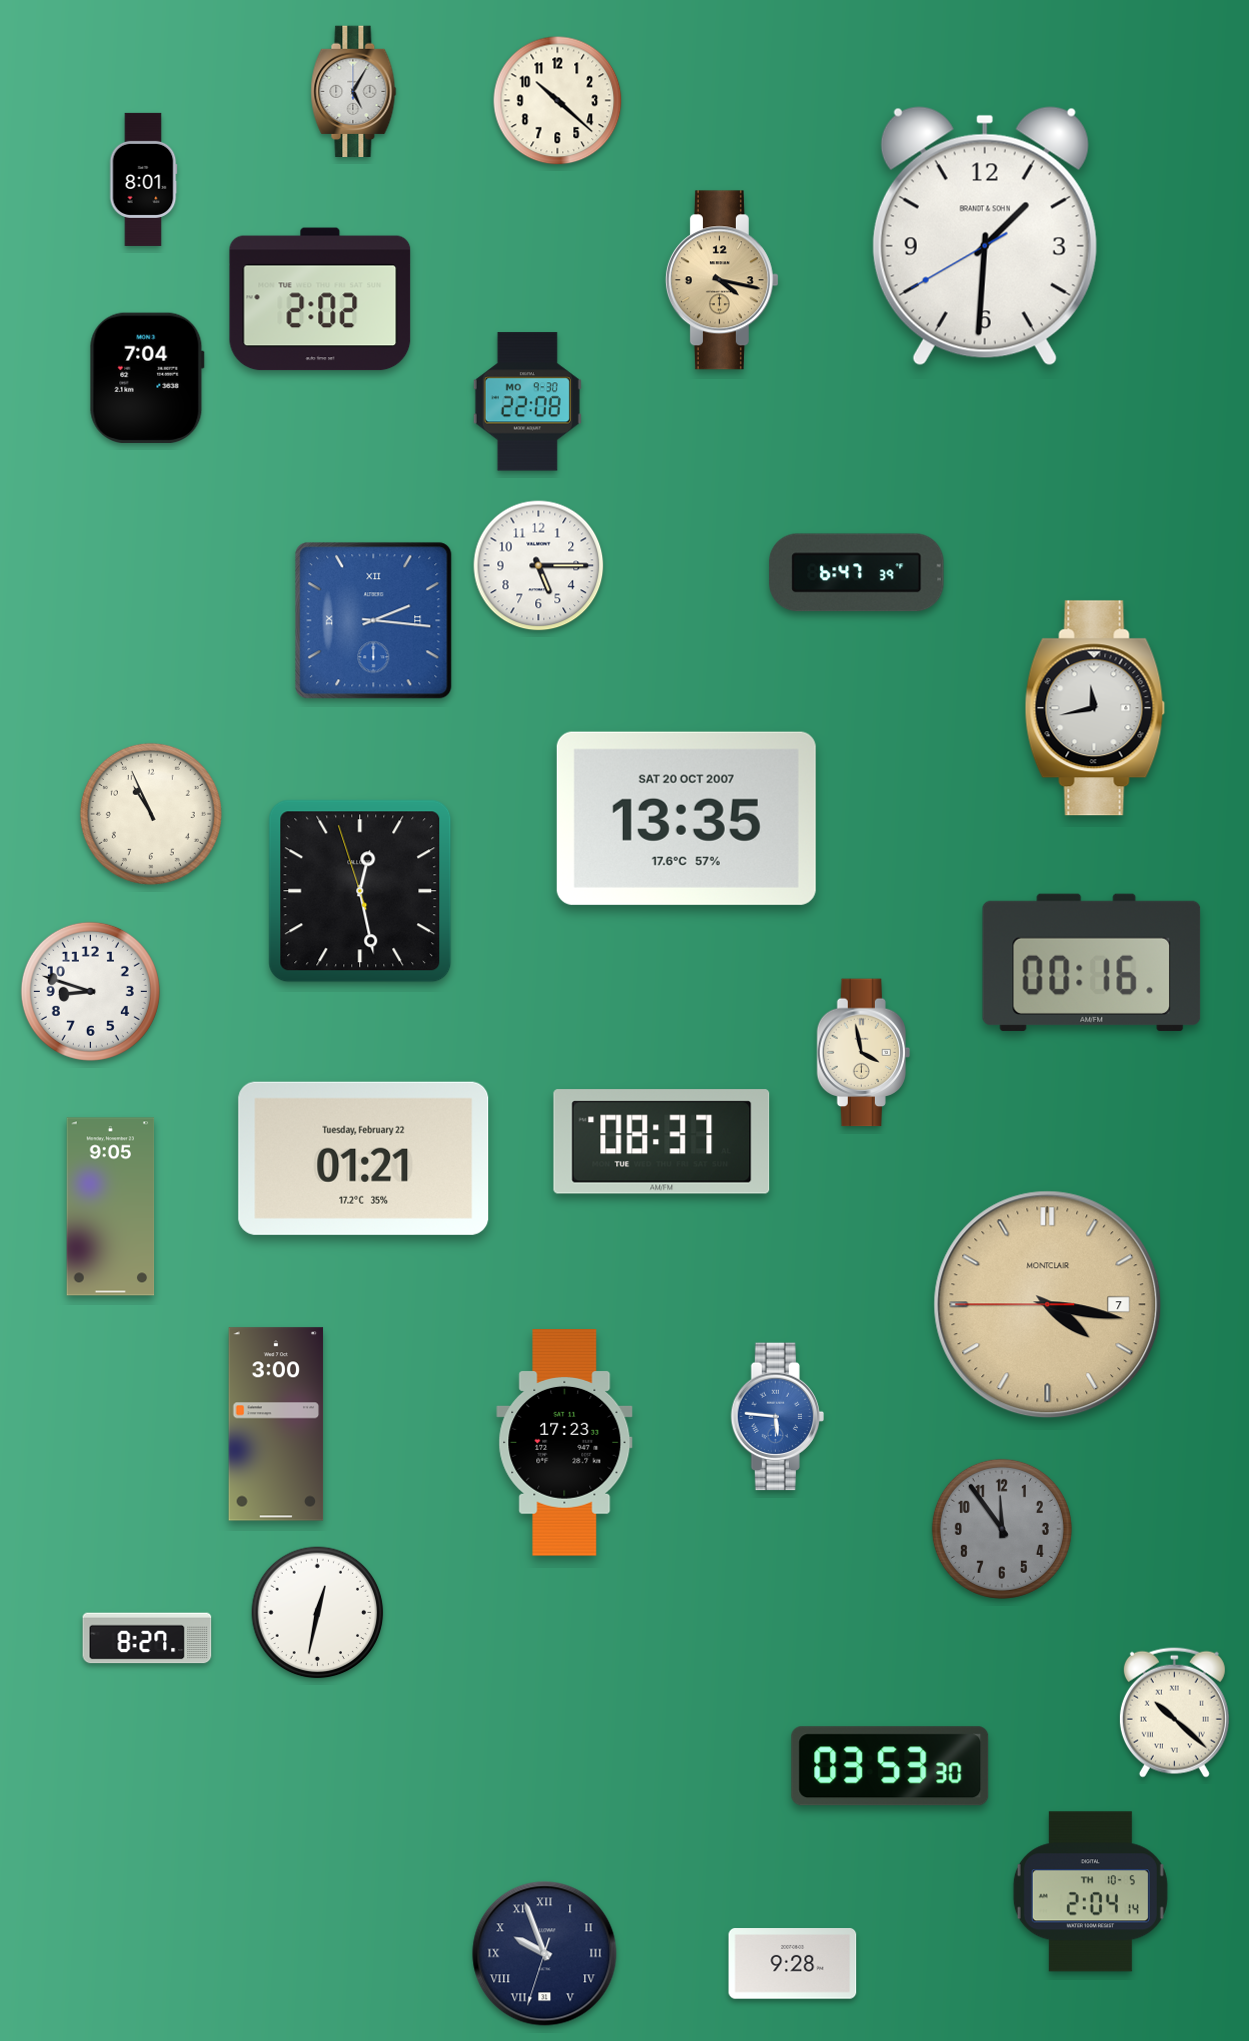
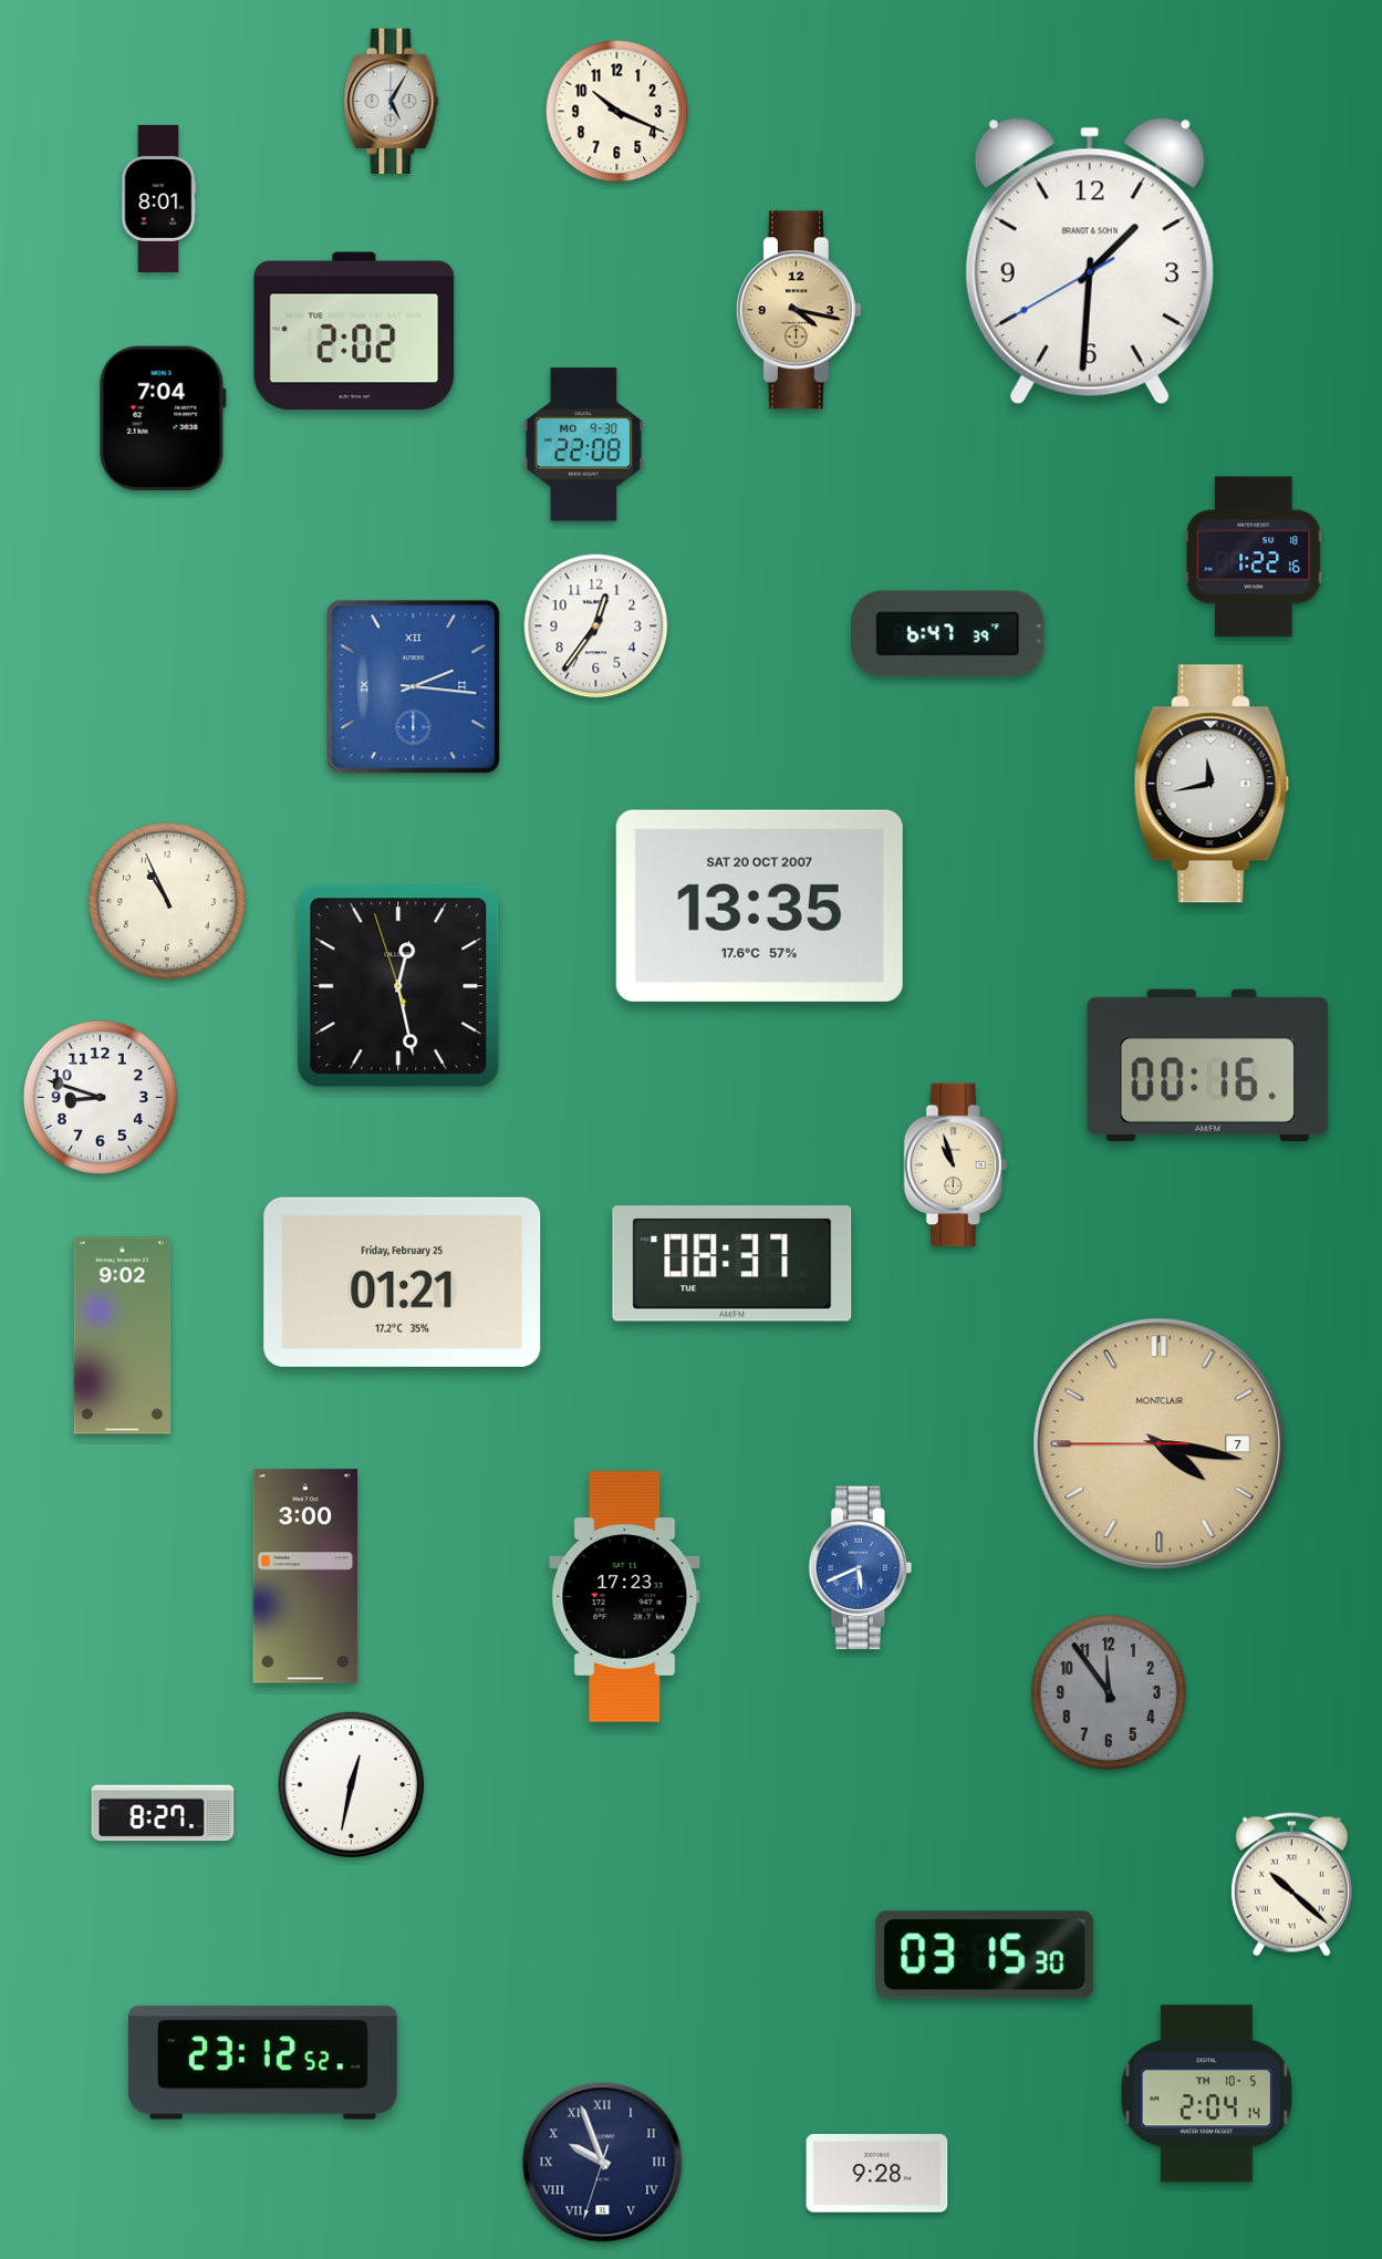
clock at (558, 101): 10:22 -> 10:19
clock at (1254, 557): none -> 1:22
clock at (539, 566): 5:15 -> 12:36
clock at (863, 1053): 3:58 -> 10:57
clock at (364, 1158) date: Tuesday, February 22 -> Friday, February 25
clock at (111, 1207): 9:05 -> 9:02
clock at (777, 1417): 5:46 -> 5:41
clock at (1174, 1712) position: (1174, 1712) -> (1291, 1884)
clock at (890, 1766): 03:53 -> 03:15
clock at (262, 2063): none -> 23:12
